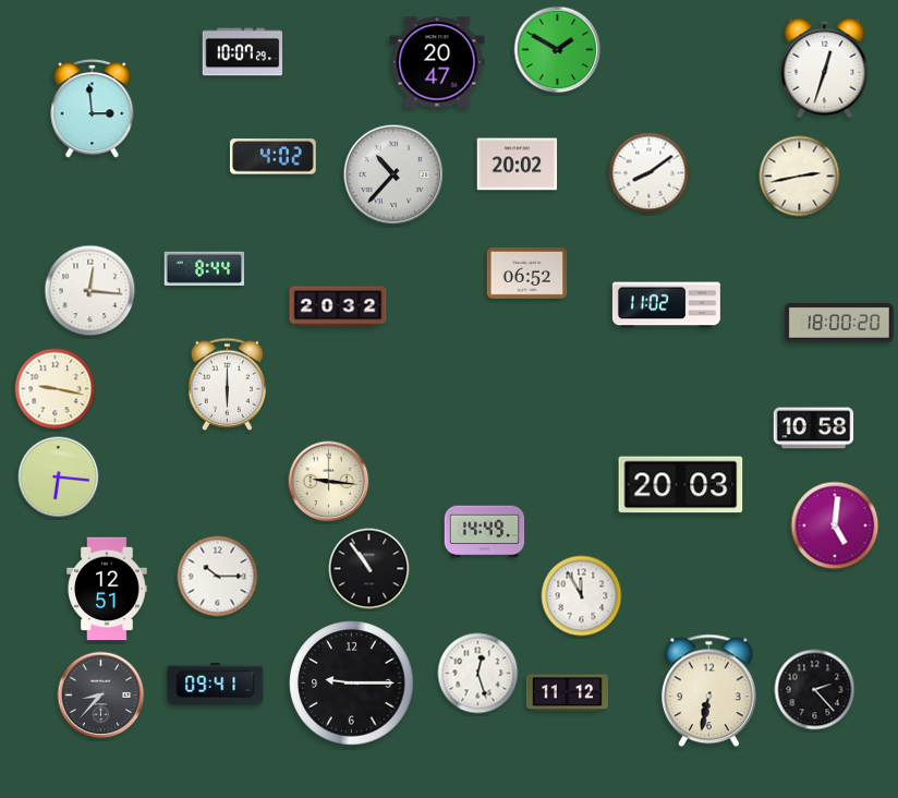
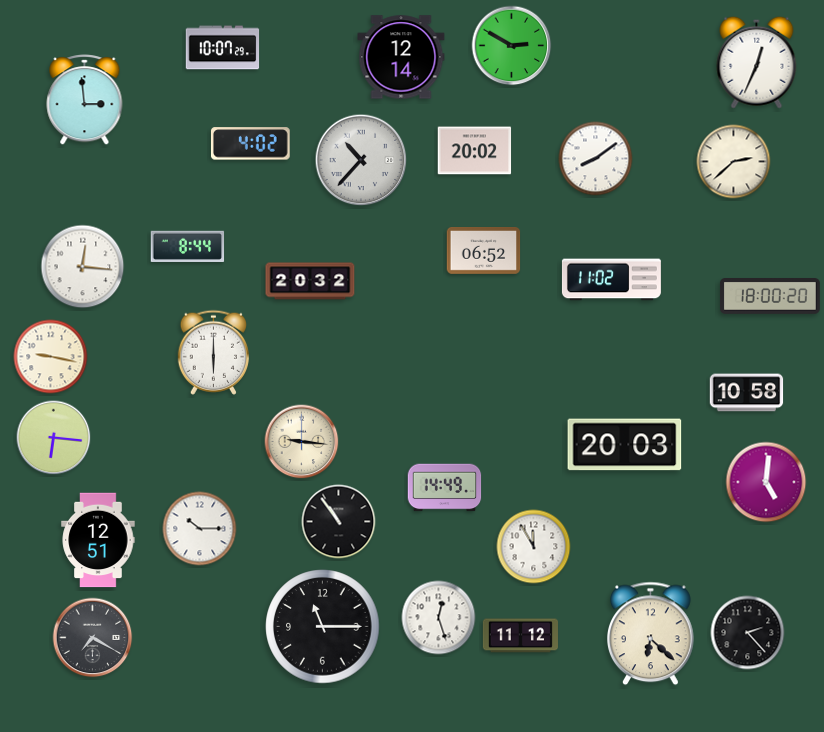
clock at (558, 50): 1:50 -> 2:50
clock at (437, 62): 20:47 -> 12:14
clock at (825, 68): 12:33 -> 12:34
clock at (800, 177): 2:43 -> 2:38
clock at (227, 384) position: (227, 384) -> (213, 352)
clock at (352, 684): 9:15 -> 11:15
clock at (216, 685): 09:41 -> none
clock at (709, 691): 6:32 -> 6:22
clock at (101, 696): 8:37 -> 7:20
